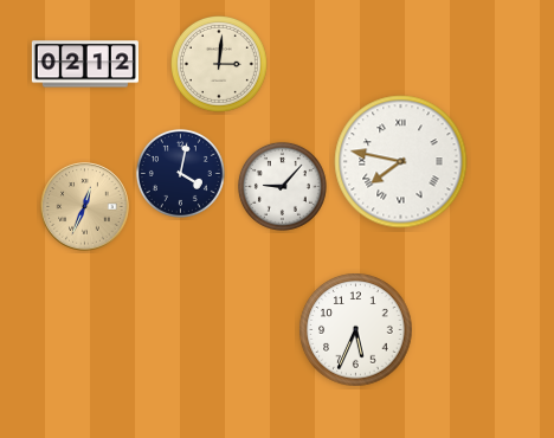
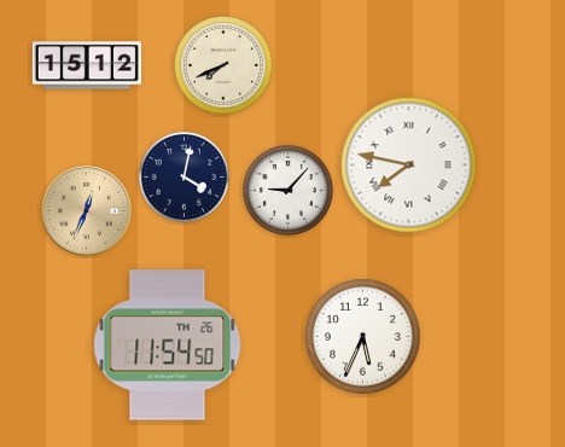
clock at (85, 64): 02:12 -> 15:12
clock at (220, 65): 3:01 -> 7:41
clock at (168, 346): none -> 11:54
